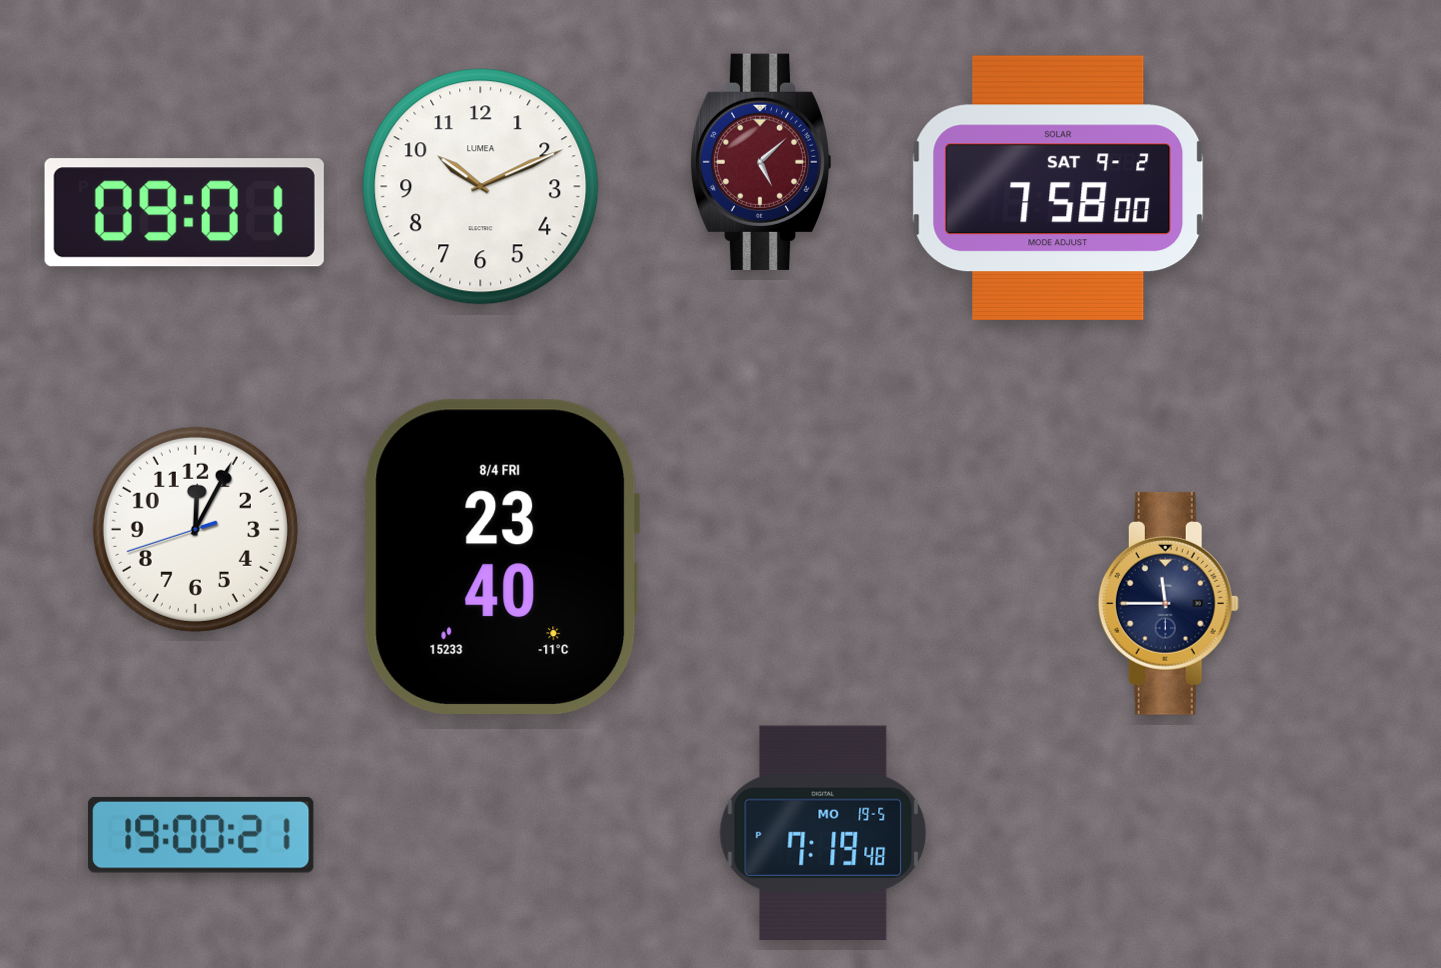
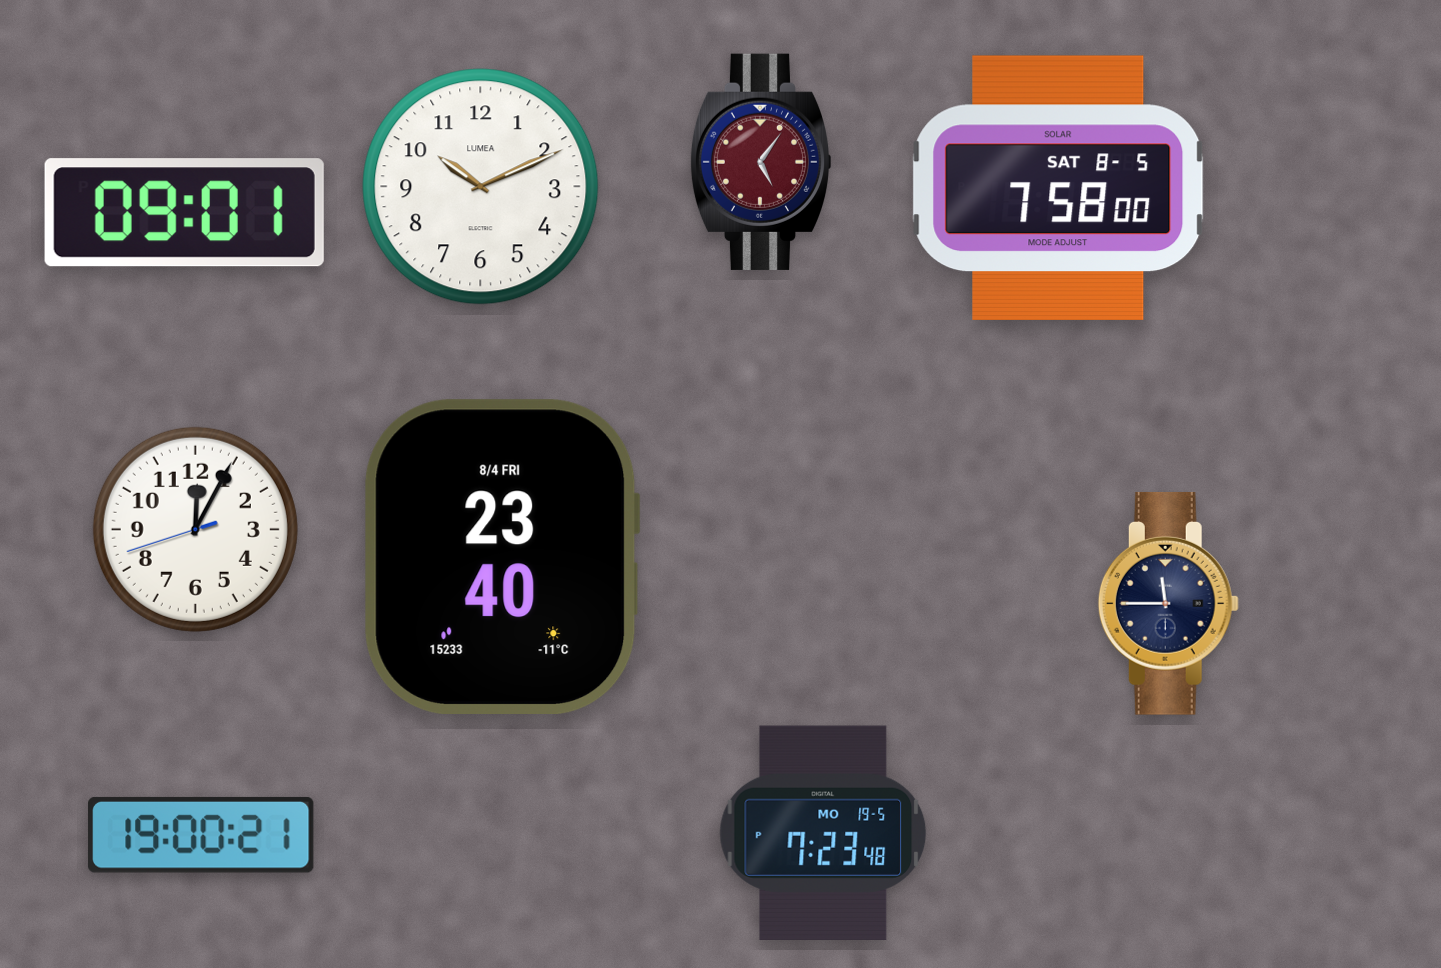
clock at (761, 162): 5:08 -> 5:06
clock at (1058, 188) date: SAT 9-2 -> SAT 8-5
clock at (823, 833): 7:19 -> 7:23
